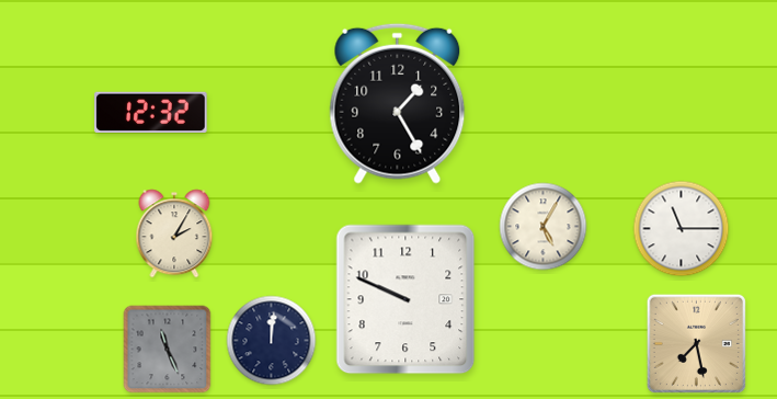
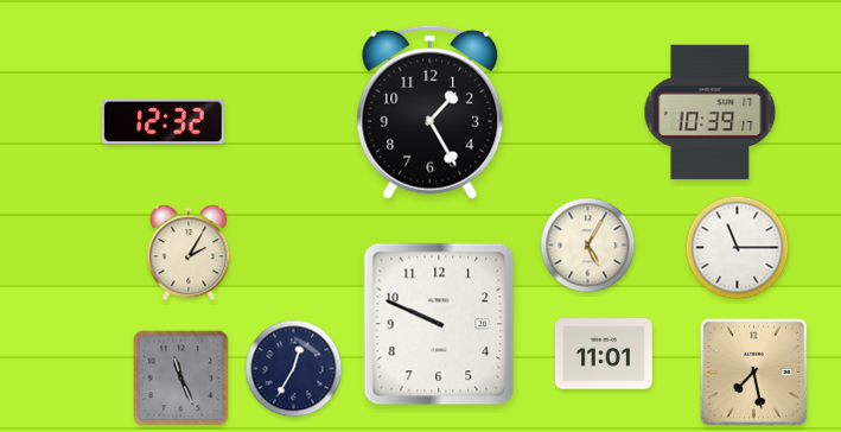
clock at (711, 113): none -> 10:39
clock at (604, 354): none -> 11:01
clock at (272, 341): 12:01 -> 12:35
